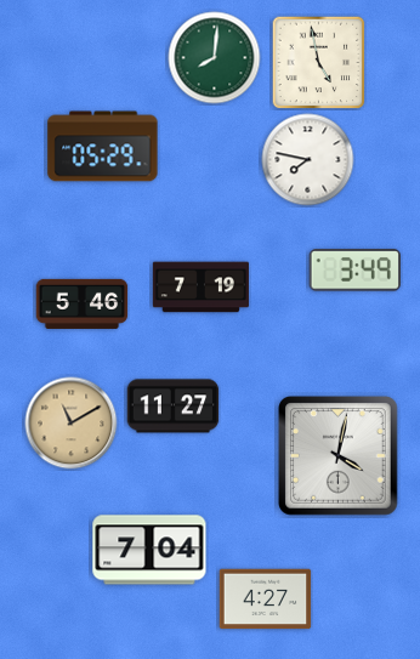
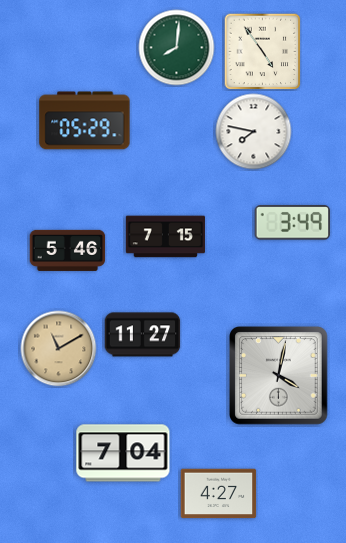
clock at (319, 63): 4:58 -> 4:54
clock at (200, 288): 7:19 -> 7:15
